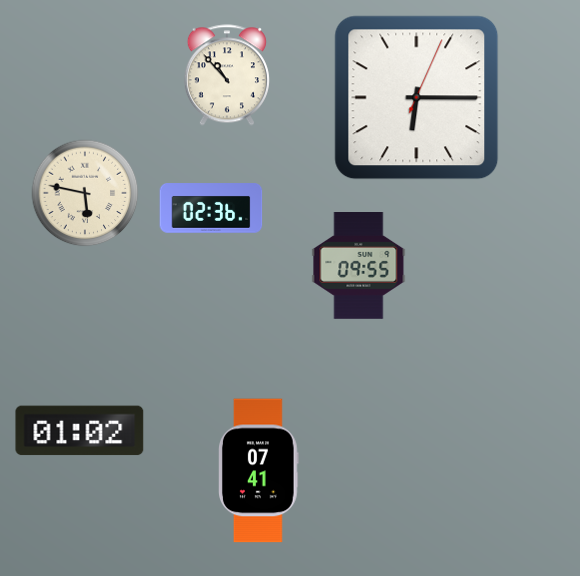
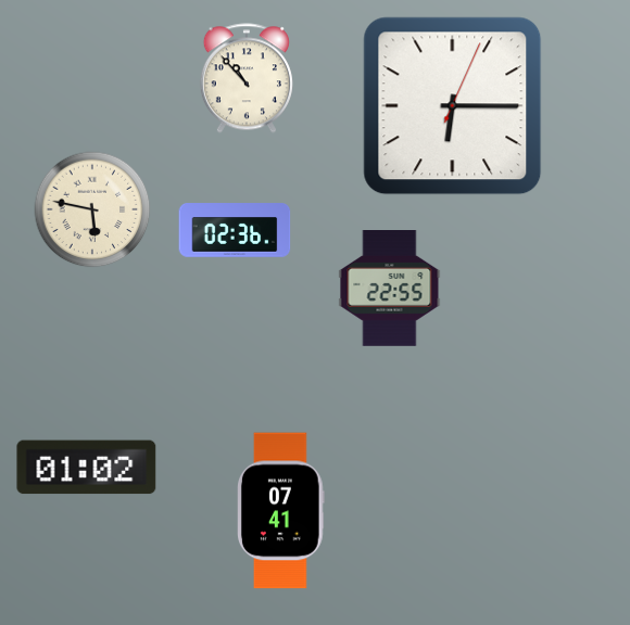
clock at (227, 75) position: (227, 75) -> (247, 78)
clock at (211, 208) position: (211, 208) -> (235, 230)
clock at (359, 266): 09:55 -> 22:55
